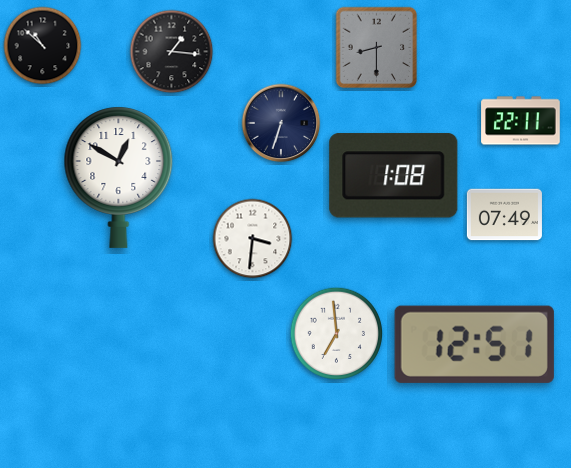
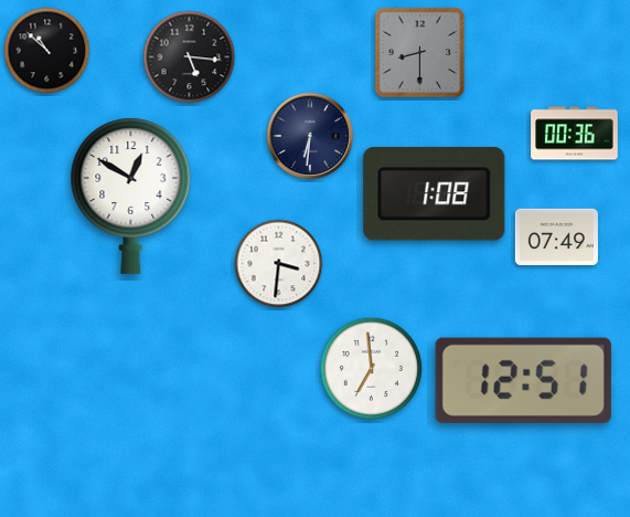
clock at (377, 48) position: (377, 48) -> (420, 53)
clock at (172, 52): 1:16 -> 5:16
clock at (521, 121): 22:11 -> 00:36
clock at (281, 123): 6:33 -> 6:31
